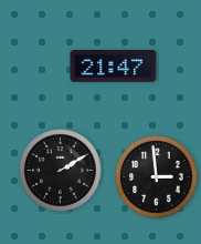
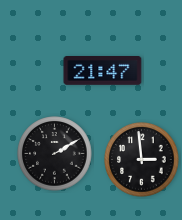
clock at (114, 67) position: (114, 67) -> (103, 71)
